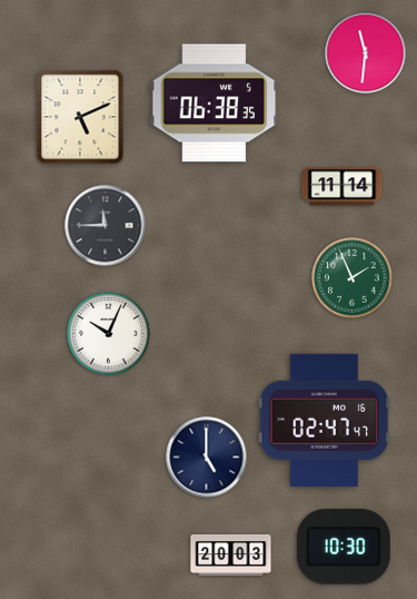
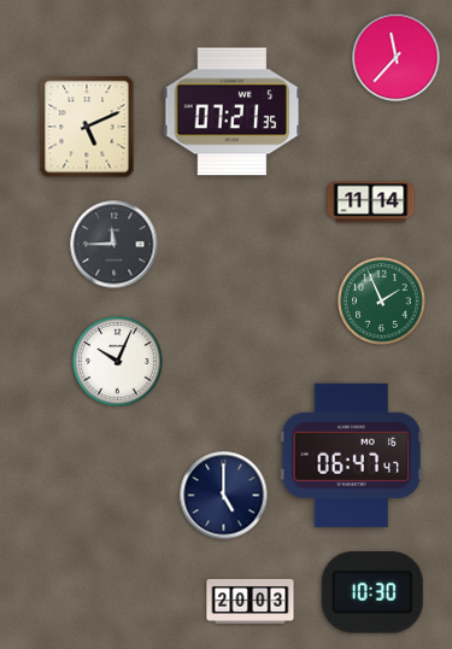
clock at (366, 53): 11:31 -> 11:37
clock at (215, 104): 06:38 -> 07:21
clock at (325, 420): 02:47 -> 06:47
